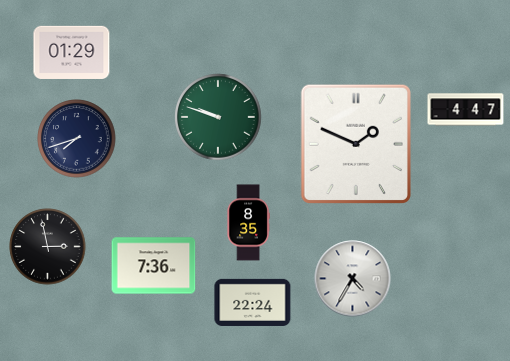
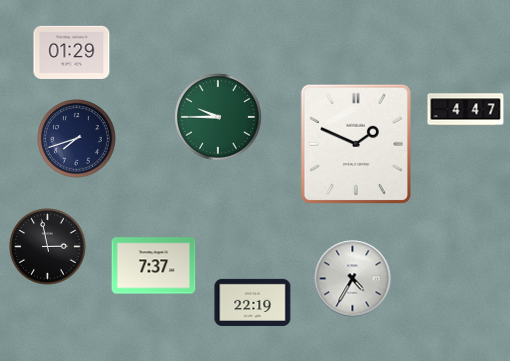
clock at (218, 117): 9:48 -> 9:45
clock at (248, 223): 8:35 -> none
clock at (154, 266): 7:36 -> 7:37
clock at (253, 302): 22:24 -> 22:19
